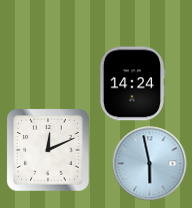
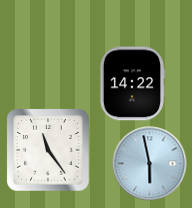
clock at (131, 84): 14:24 -> 14:22
clock at (49, 151): 12:11 -> 11:24
